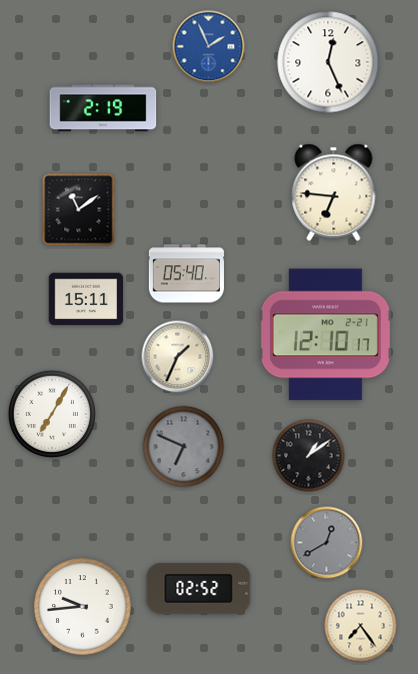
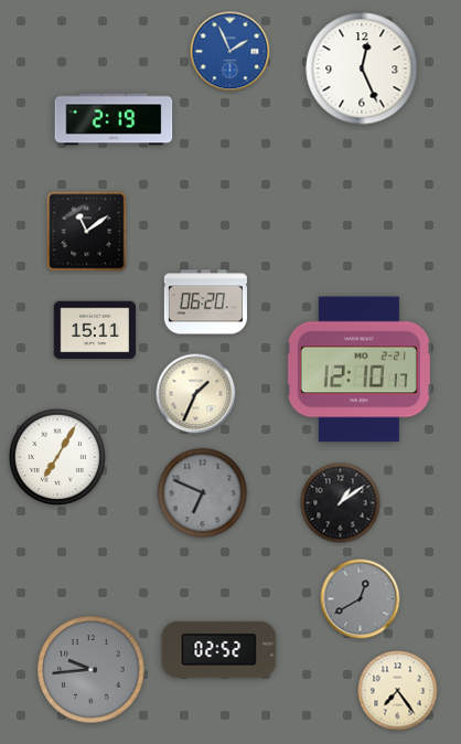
clock at (334, 192): 6:46 -> none
clock at (186, 274): 05:40 -> 06:20
clock at (83, 607) dial: white -> grey
